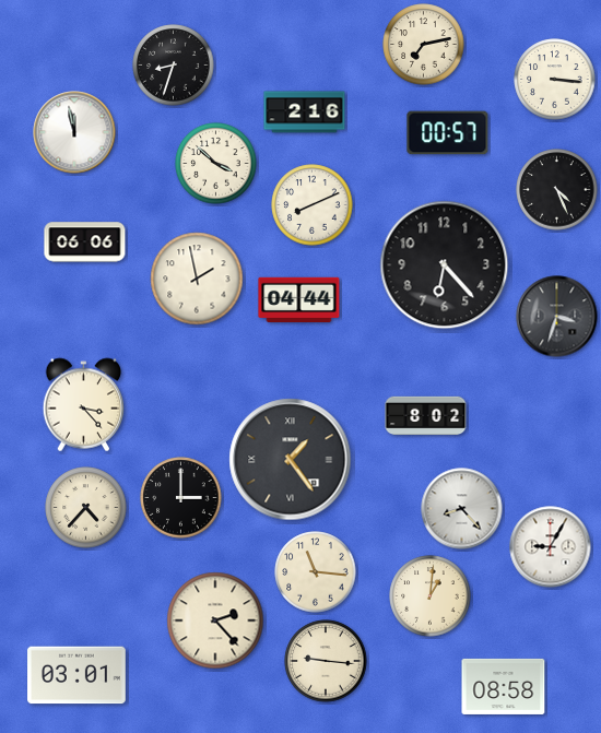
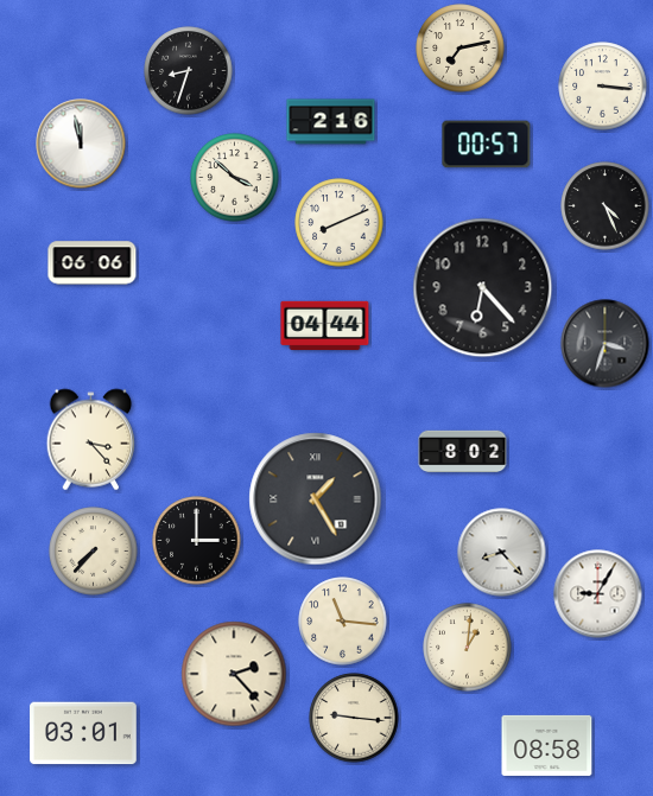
clock at (197, 279): 1:58 -> none
clock at (291, 460): 1:24 -> 1:25
clock at (86, 508): 4:37 -> 7:37
